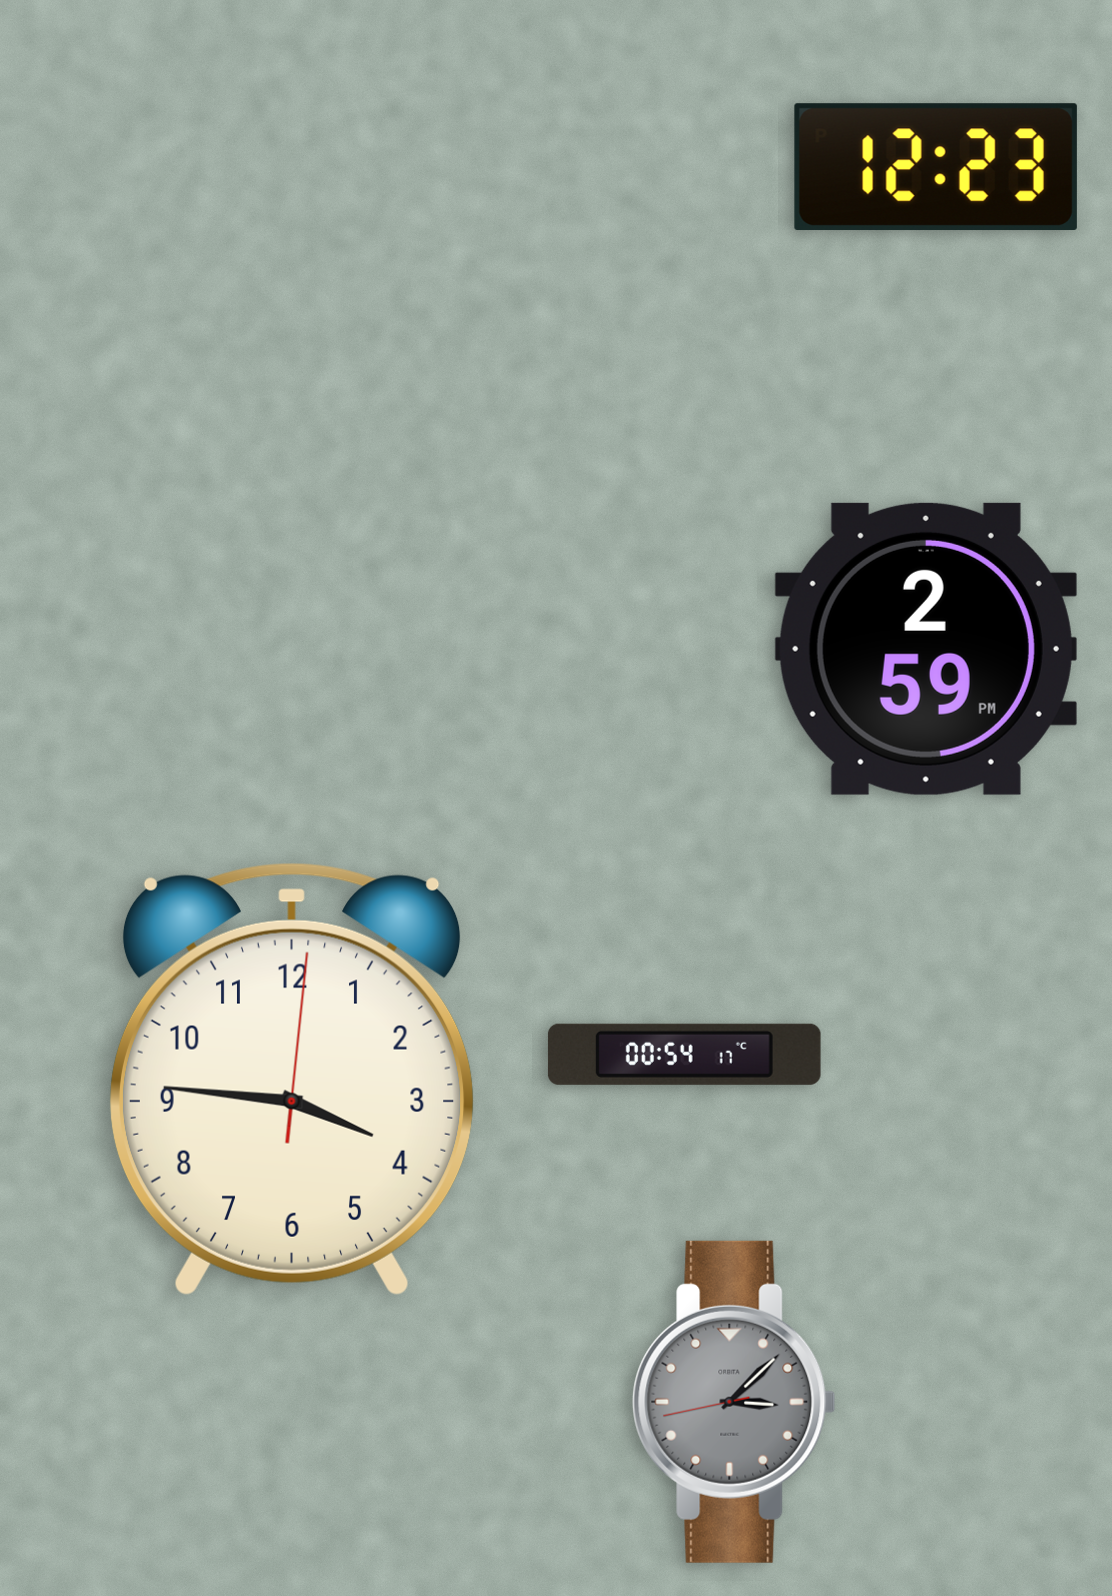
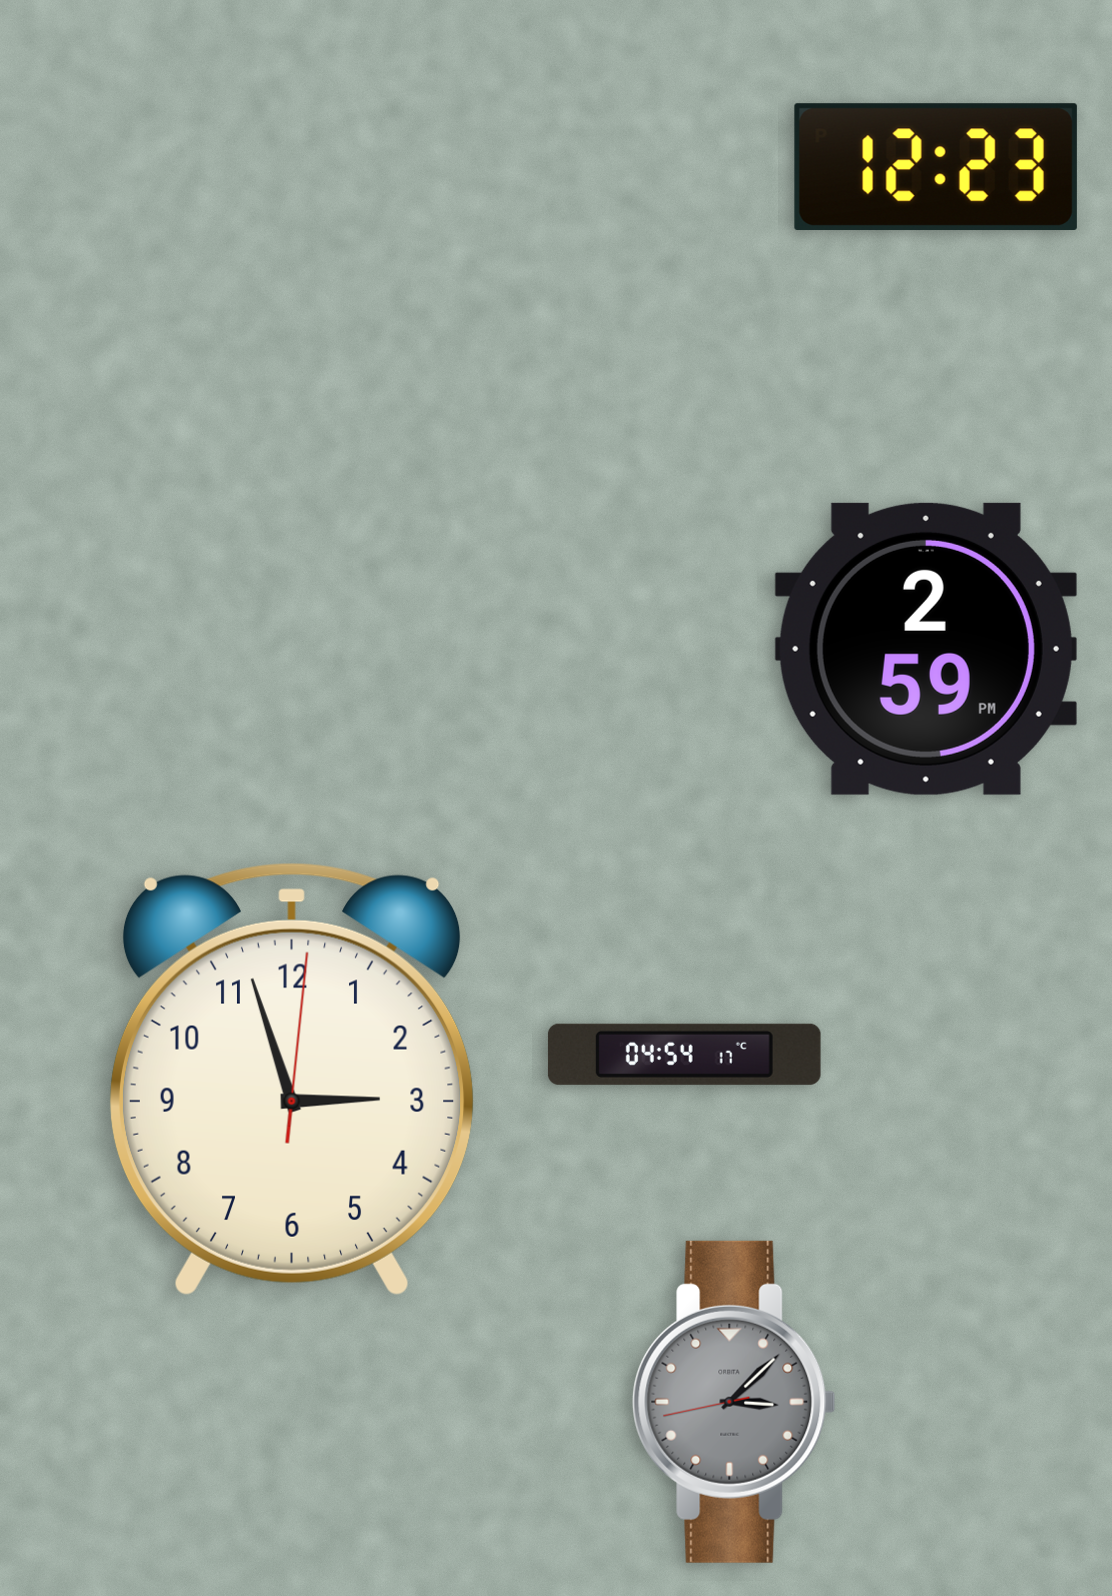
clock at (684, 1054): 00:54 -> 04:54
clock at (292, 1079): 3:46 -> 2:57
